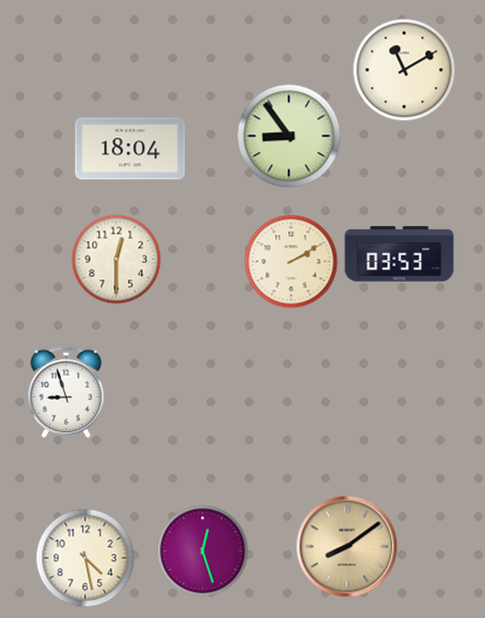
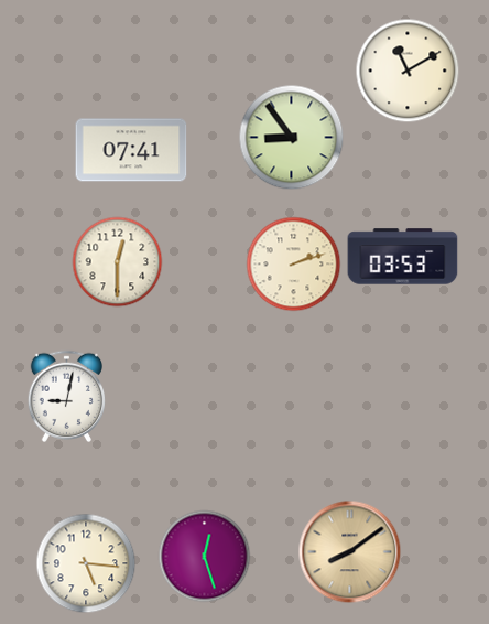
clock at (130, 148): 18:04 -> 07:41
clock at (292, 262): 2:10 -> 2:12
clock at (66, 392): 8:57 -> 9:02
clock at (85, 558): 4:28 -> 5:16
